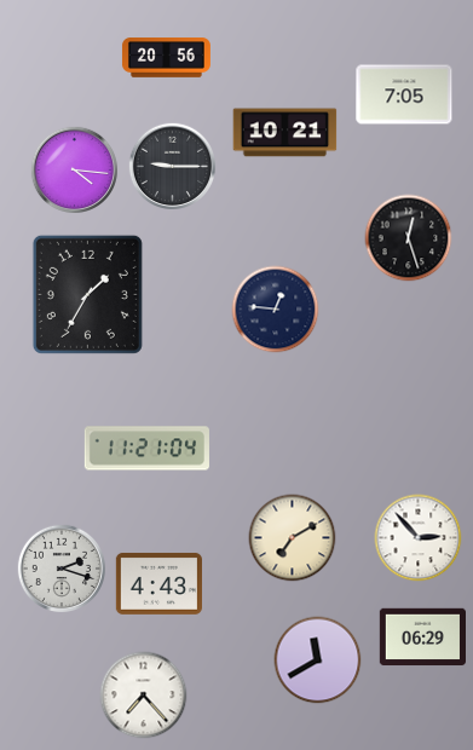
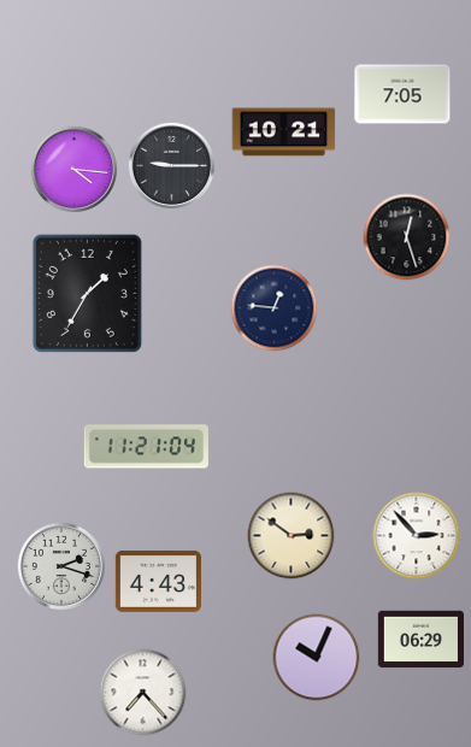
clock at (166, 58): 20:56 -> none
clock at (293, 538): 7:10 -> 2:51
clock at (422, 637) position: (422, 637) -> (420, 640)
clock at (318, 660): 11:40 -> 10:04
